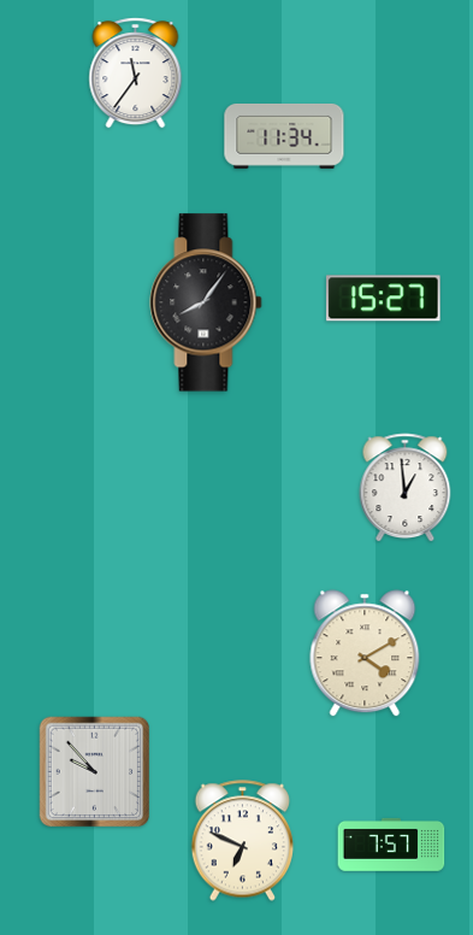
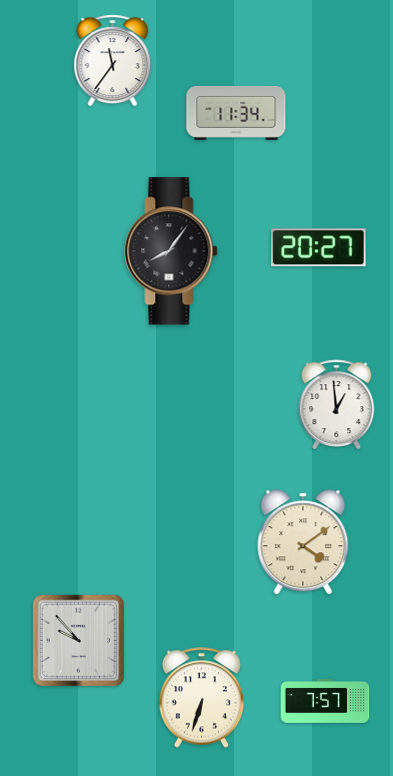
clock at (383, 299): 15:27 -> 20:27
clock at (365, 653): 4:10 -> 4:09
clock at (243, 841): 6:49 -> 6:33
